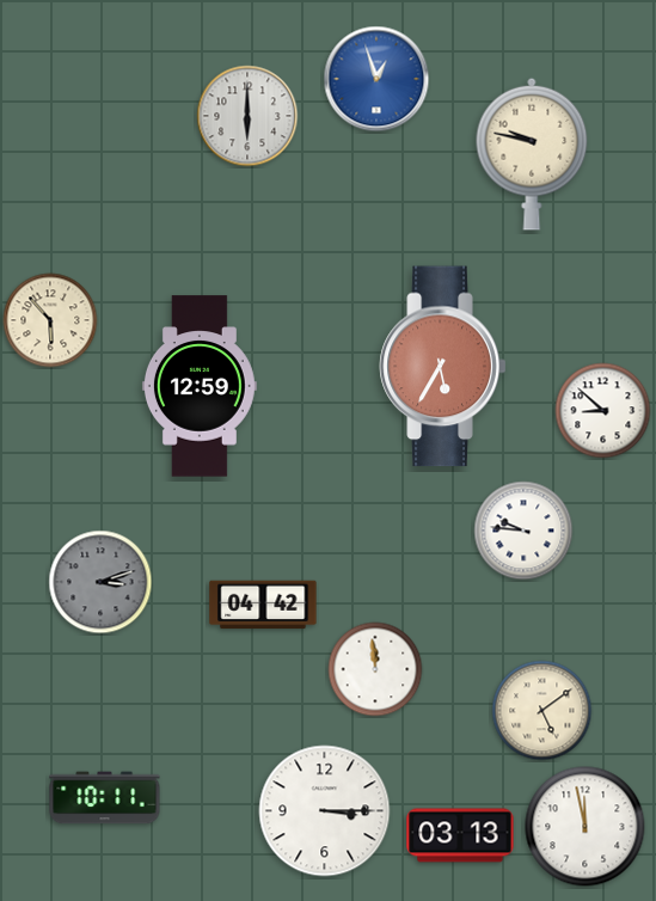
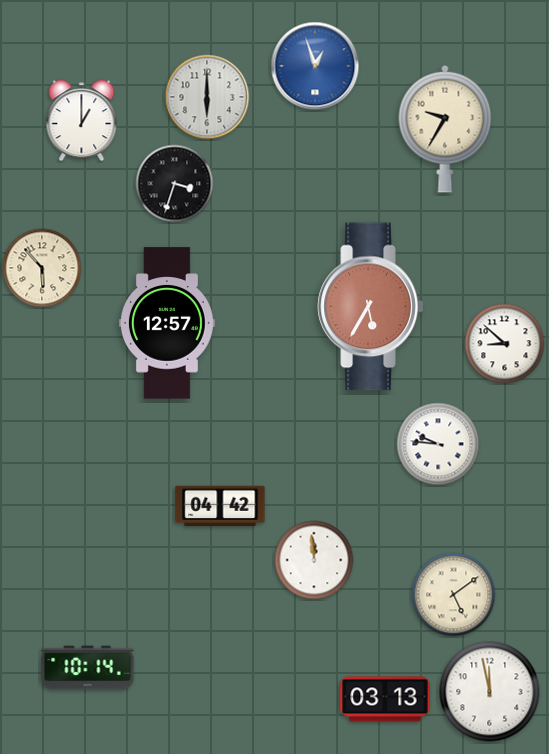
clock at (82, 121): none -> 1:00
clock at (532, 154): 9:47 -> 9:35
clock at (175, 184): none -> 3:33
clock at (200, 386): 12:59 -> 12:57
clock at (100, 582): 3:12 -> none
clock at (105, 798): 10:11 -> 10:14
clock at (325, 811): 3:15 -> none
